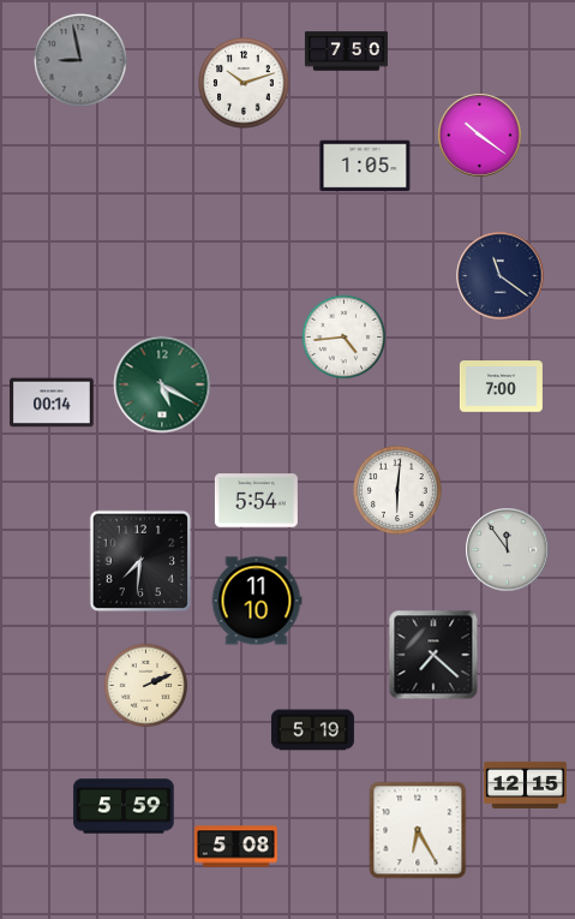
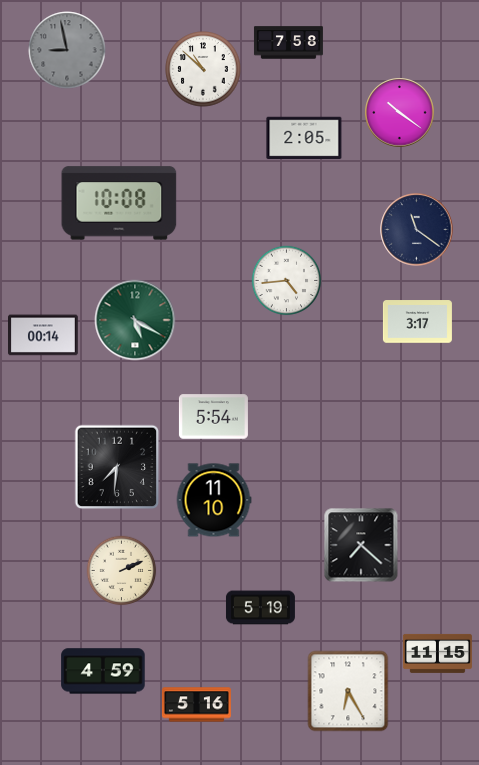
clock at (346, 52): 7:50 -> 7:58
clock at (244, 83): 10:12 -> 10:52
clock at (365, 166): 1:05 -> 2:05
clock at (119, 203): none -> 10:08
clock at (501, 387): 7:00 -> 3:17
clock at (399, 491): 6:01 -> none
clock at (508, 550): 11:54 -> none
clock at (525, 784): 12:15 -> 11:15
clock at (124, 806): 5:59 -> 4:59
clock at (235, 847): 5:08 -> 5:16
